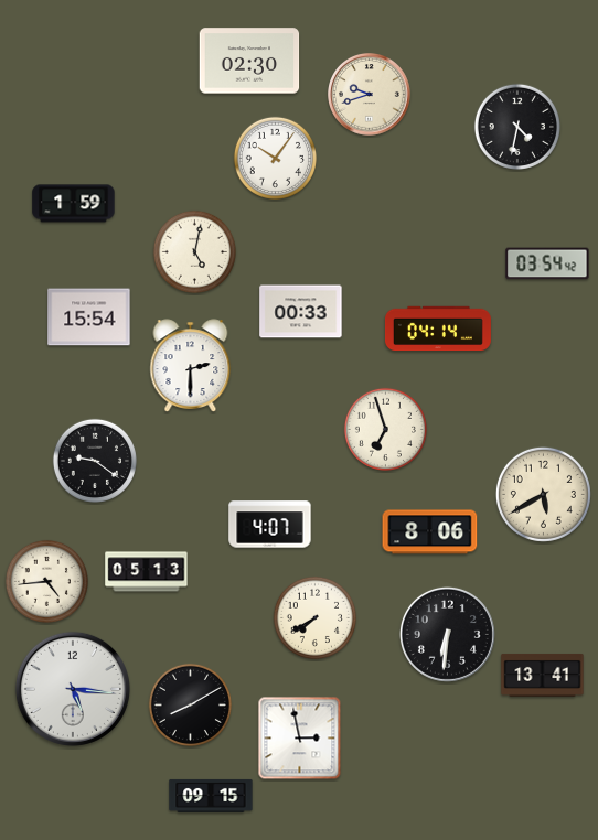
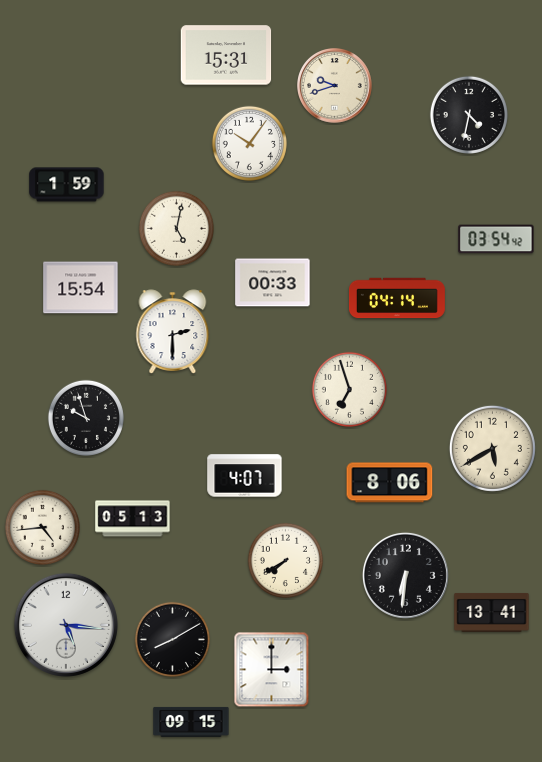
clock at (249, 61): 02:30 -> 15:31
clock at (95, 461): 9:21 -> 9:57
clock at (300, 739): 2:58 -> 3:00
